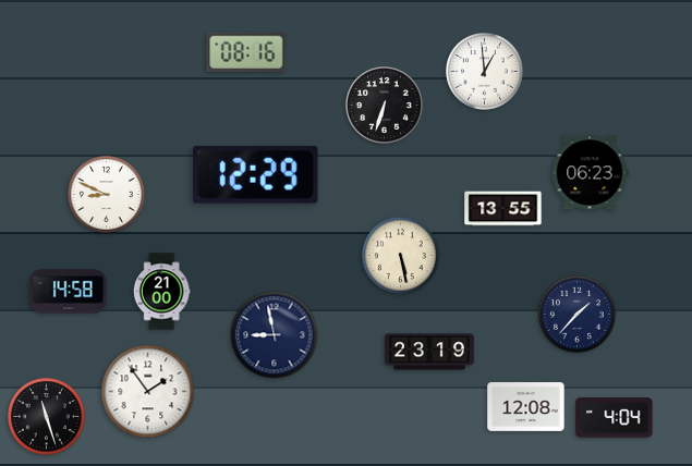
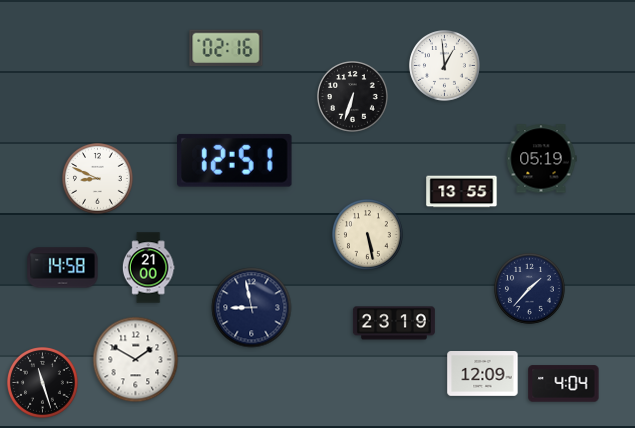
clock at (246, 52): 08:16 -> 02:16
clock at (590, 173): 06:23 -> 05:19
clock at (256, 174): 12:29 -> 12:51
clock at (148, 392): 1:54 -> 1:50
clock at (526, 407): 12:08 -> 12:09
